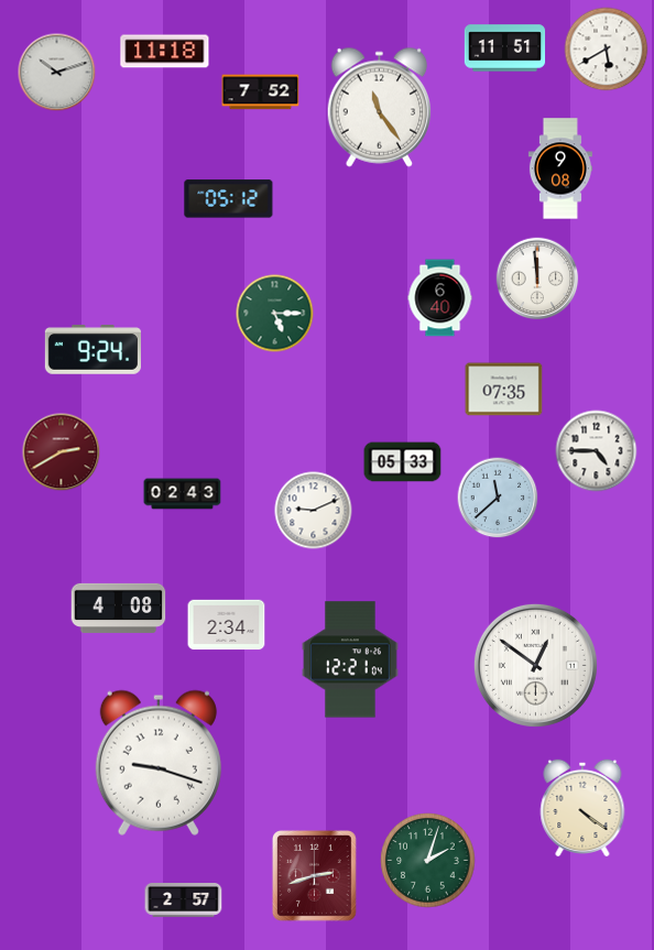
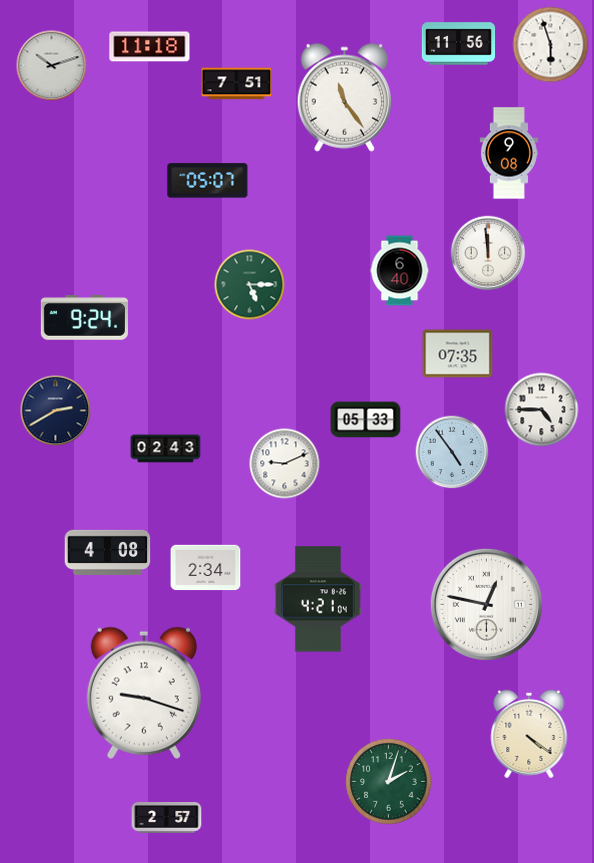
clock at (505, 48): 11:51 -> 11:56
clock at (607, 50): 5:40 -> 5:57
clock at (261, 92): 7:52 -> 7:51
clock at (229, 199): 05:12 -> 05:07
clock at (62, 452) dial: burgundy -> navy
clock at (498, 498): 11:38 -> 4:54
clock at (350, 659): 12:21 -> 4:21
clock at (535, 665): 12:51 -> 12:47
clock at (315, 876): 2:42 -> none
